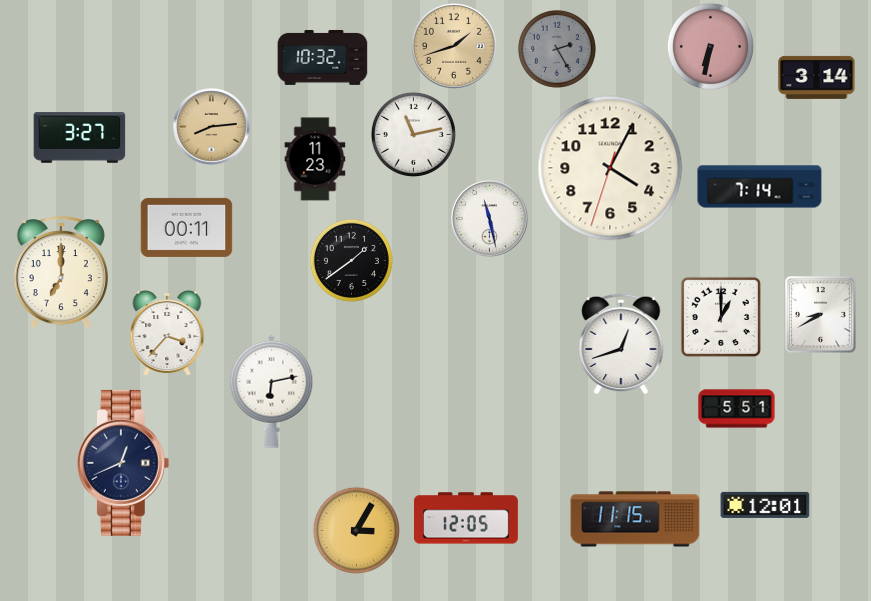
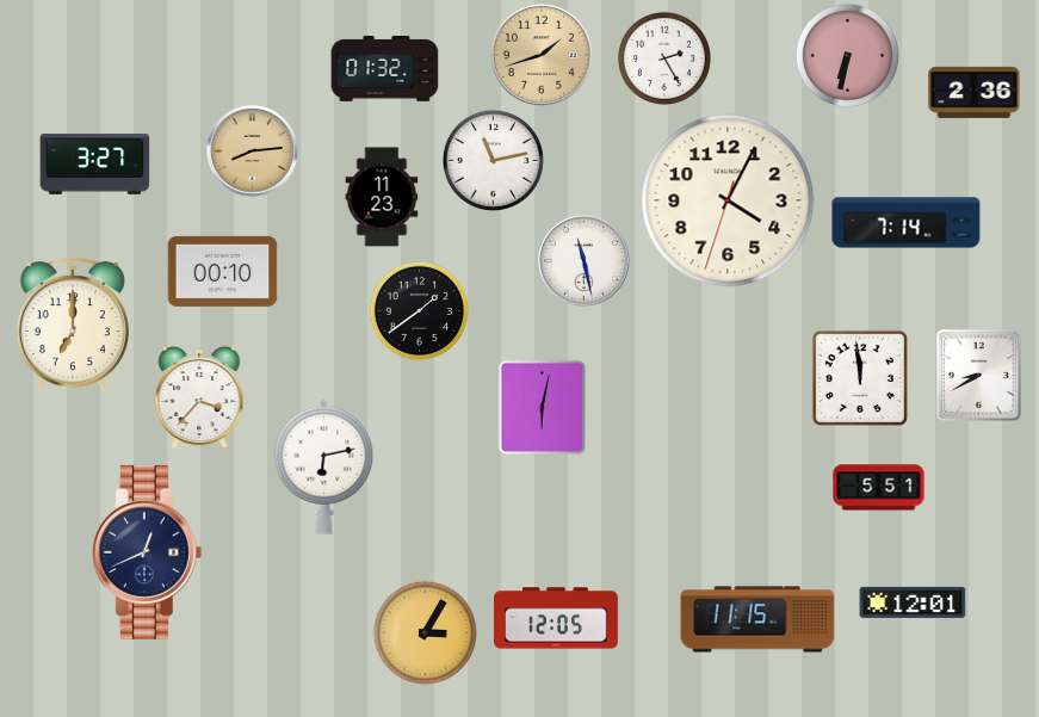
clock at (557, 49) dial: grey -> white
clock at (323, 57): 10:32 -> 01:32
clock at (817, 77): 3:14 -> 2:36
clock at (315, 159) position: (315, 159) -> (382, 197)
clock at (187, 227): 00:11 -> 00:10
clock at (721, 317): 1:00 -> 11:59
clock at (542, 407): none -> 6:02
clock at (621, 344): 12:42 -> none
